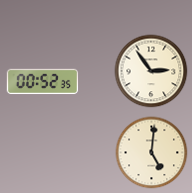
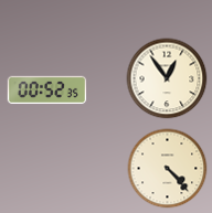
clock at (151, 71): 2:54 -> 12:54
clock at (152, 153): 5:01 -> 4:23
